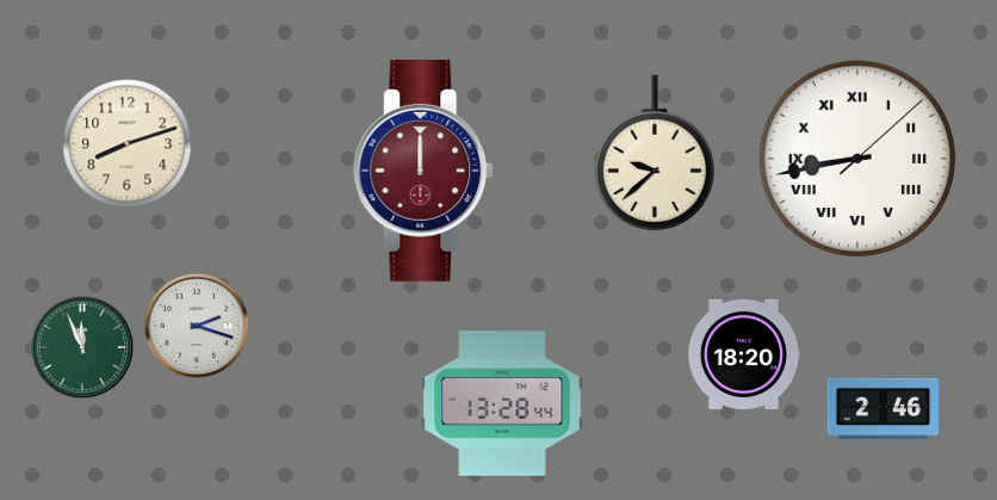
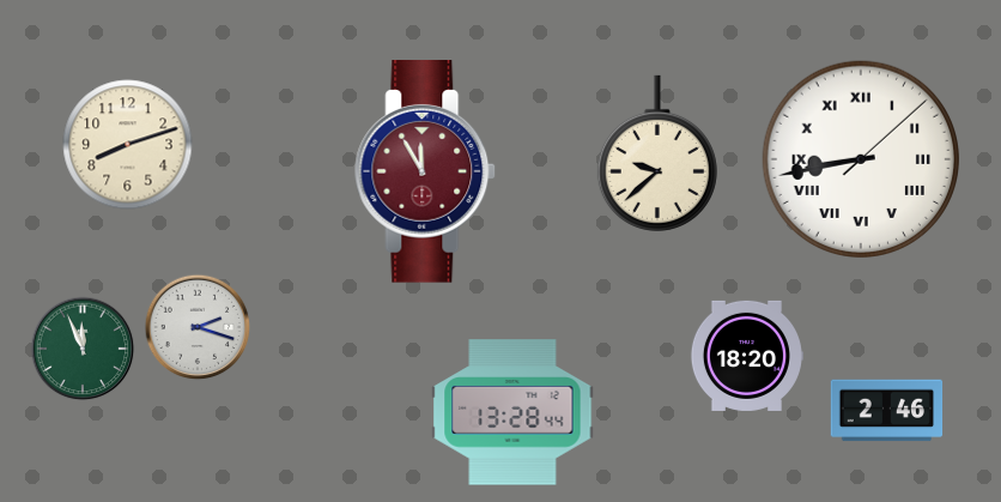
clock at (425, 172): 12:00 -> 11:55
clock at (502, 403) position: (502, 403) -> (512, 412)
